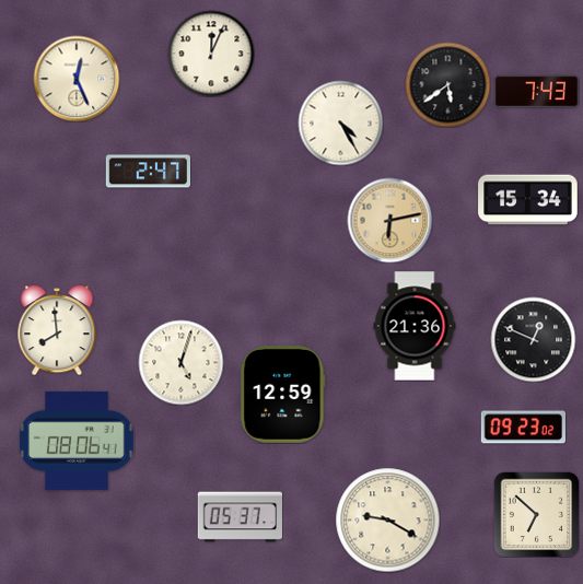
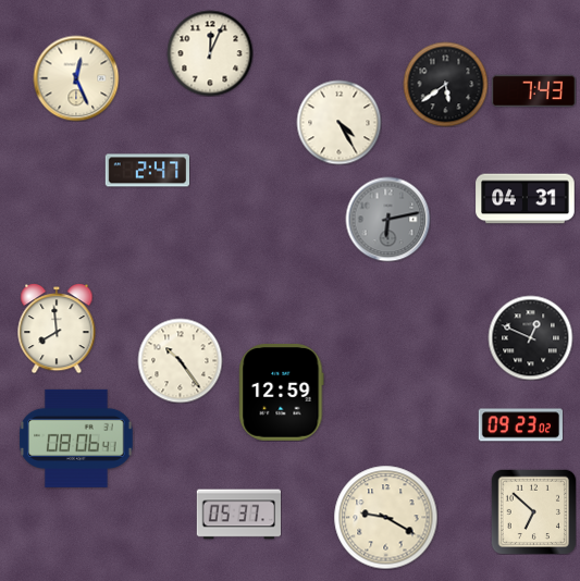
clock at (528, 200): 15:34 -> 04:31
clock at (389, 220) dial: champagne -> grey
clock at (415, 326): 21:36 -> none
clock at (180, 362): 5:03 -> 10:24
